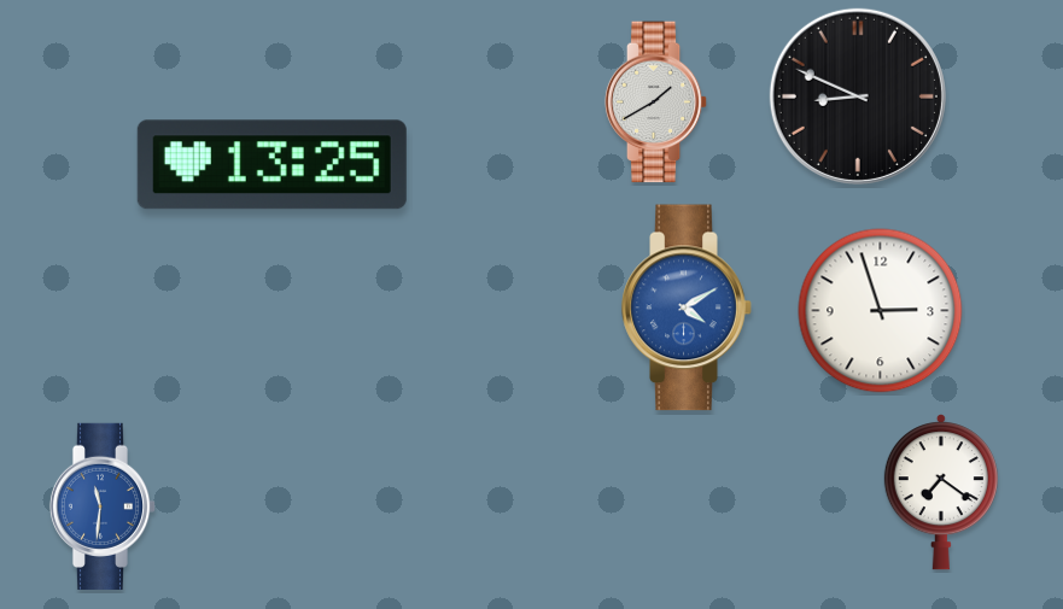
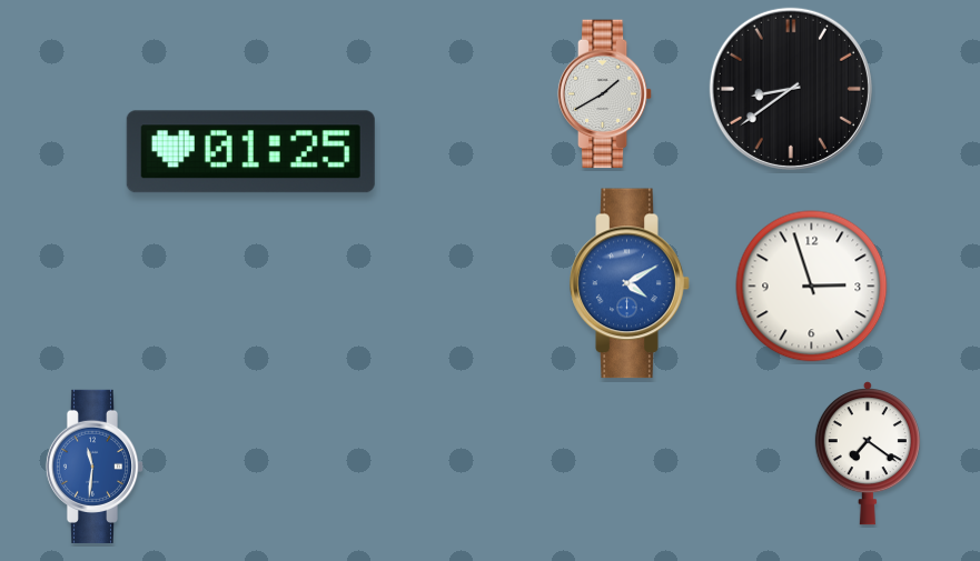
clock at (858, 96): 8:49 -> 8:39
clock at (271, 165): 13:25 -> 01:25
clock at (687, 308) position: (687, 308) -> (630, 283)
